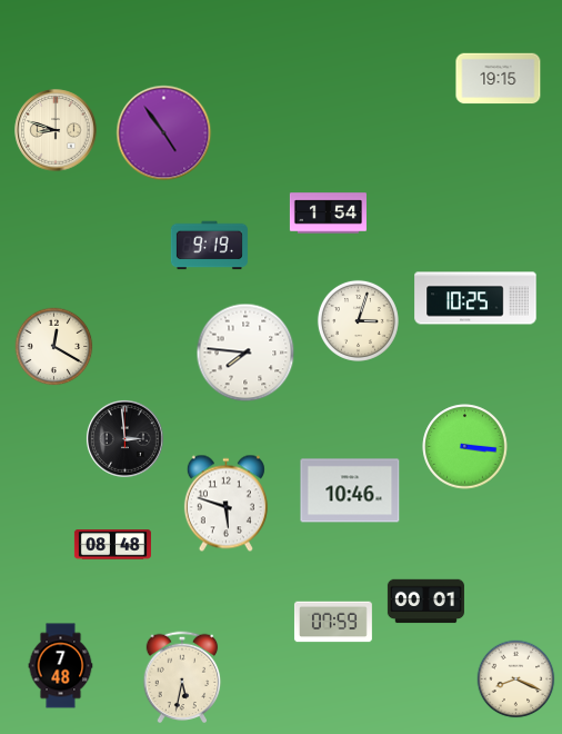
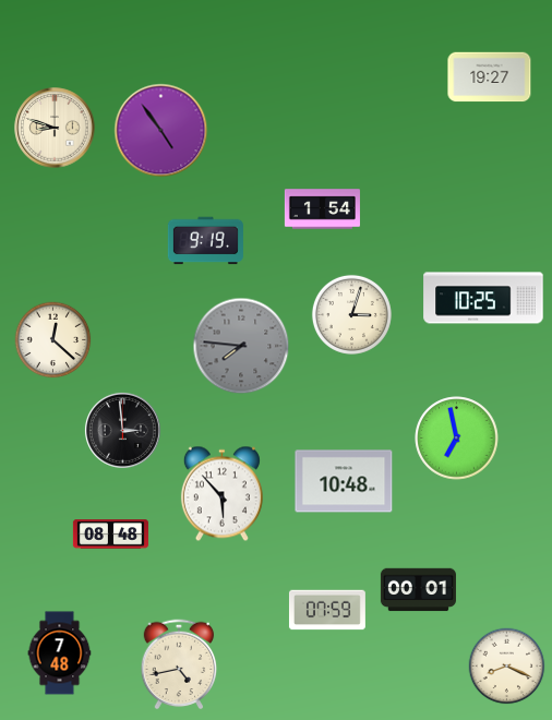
clock at (499, 79): 19:15 -> 19:27
clock at (475, 298) position: (475, 298) -> (483, 298)
clock at (54, 347): 12:20 -> 12:22
clock at (245, 353) dial: white -> grey
clock at (465, 447): 3:16 -> 6:58
clock at (350, 490): 10:46 -> 10:48
clock at (225, 504): 5:48 -> 5:53
clock at (182, 677): 5:32 -> 4:43
